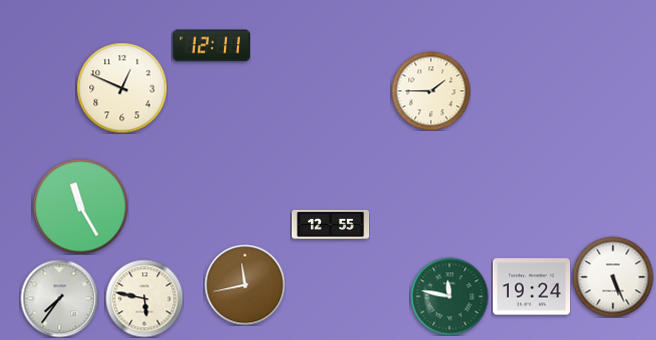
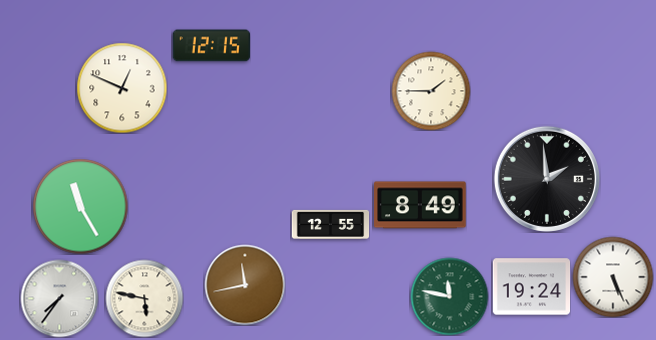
clock at (211, 46): 12:11 -> 12:15
clock at (547, 179): none -> 1:59
clock at (420, 205): none -> 8:49
